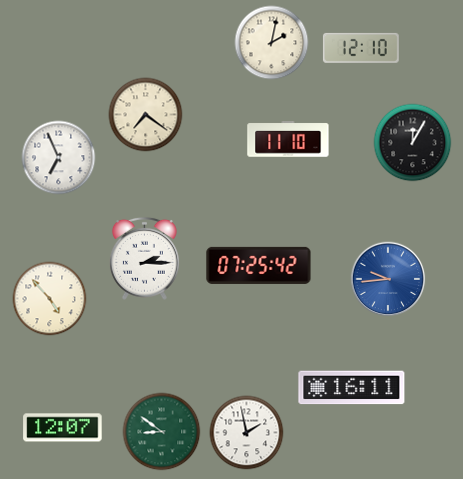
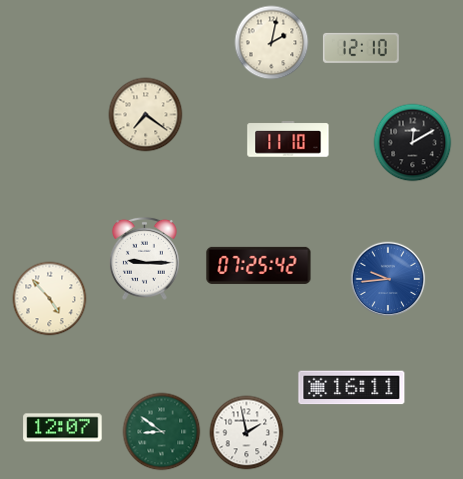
clock at (413, 143): 12:05 -> 12:10
clock at (59, 158): 6:56 -> none
clock at (144, 258): 2:15 -> 9:15
